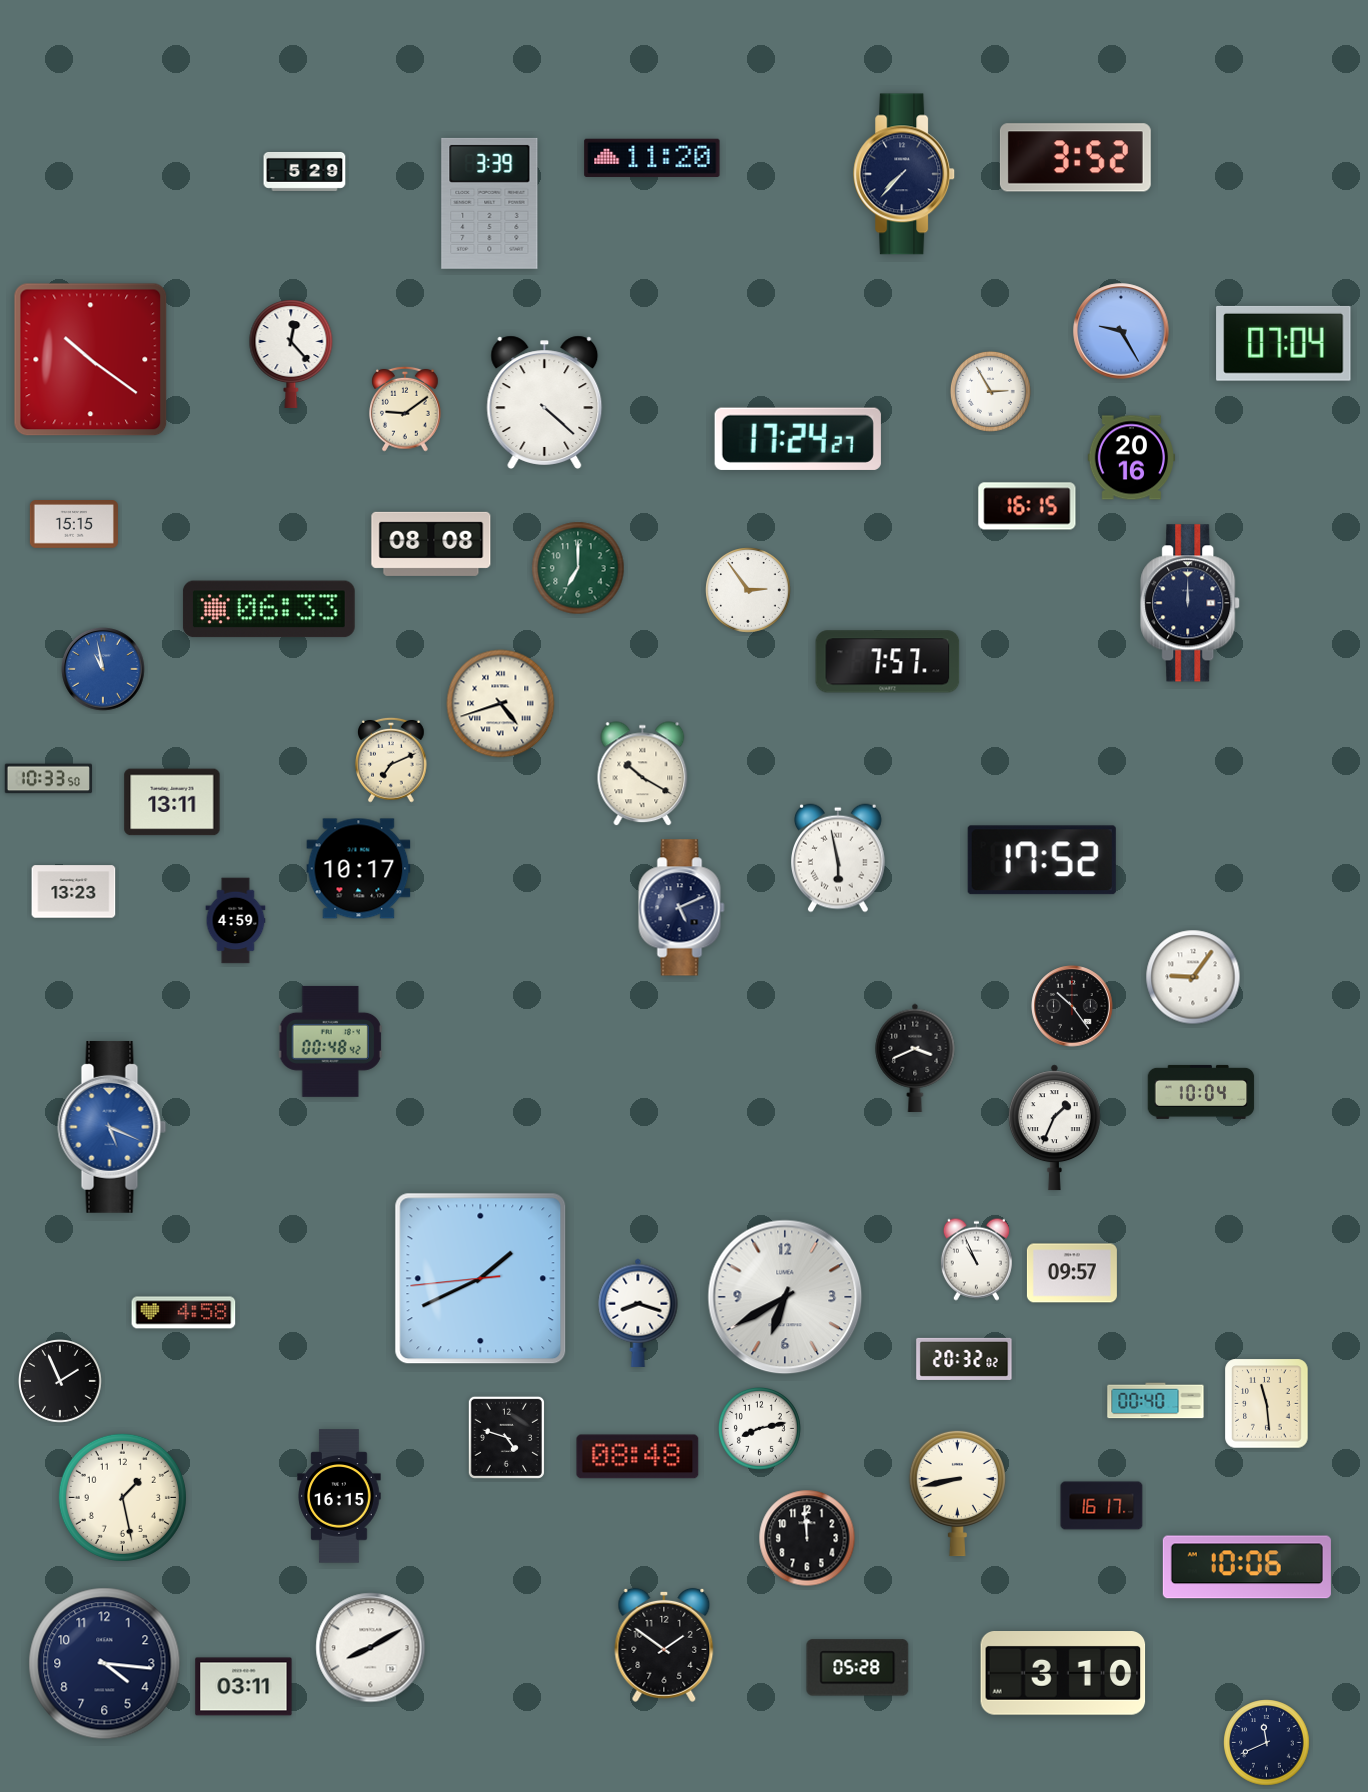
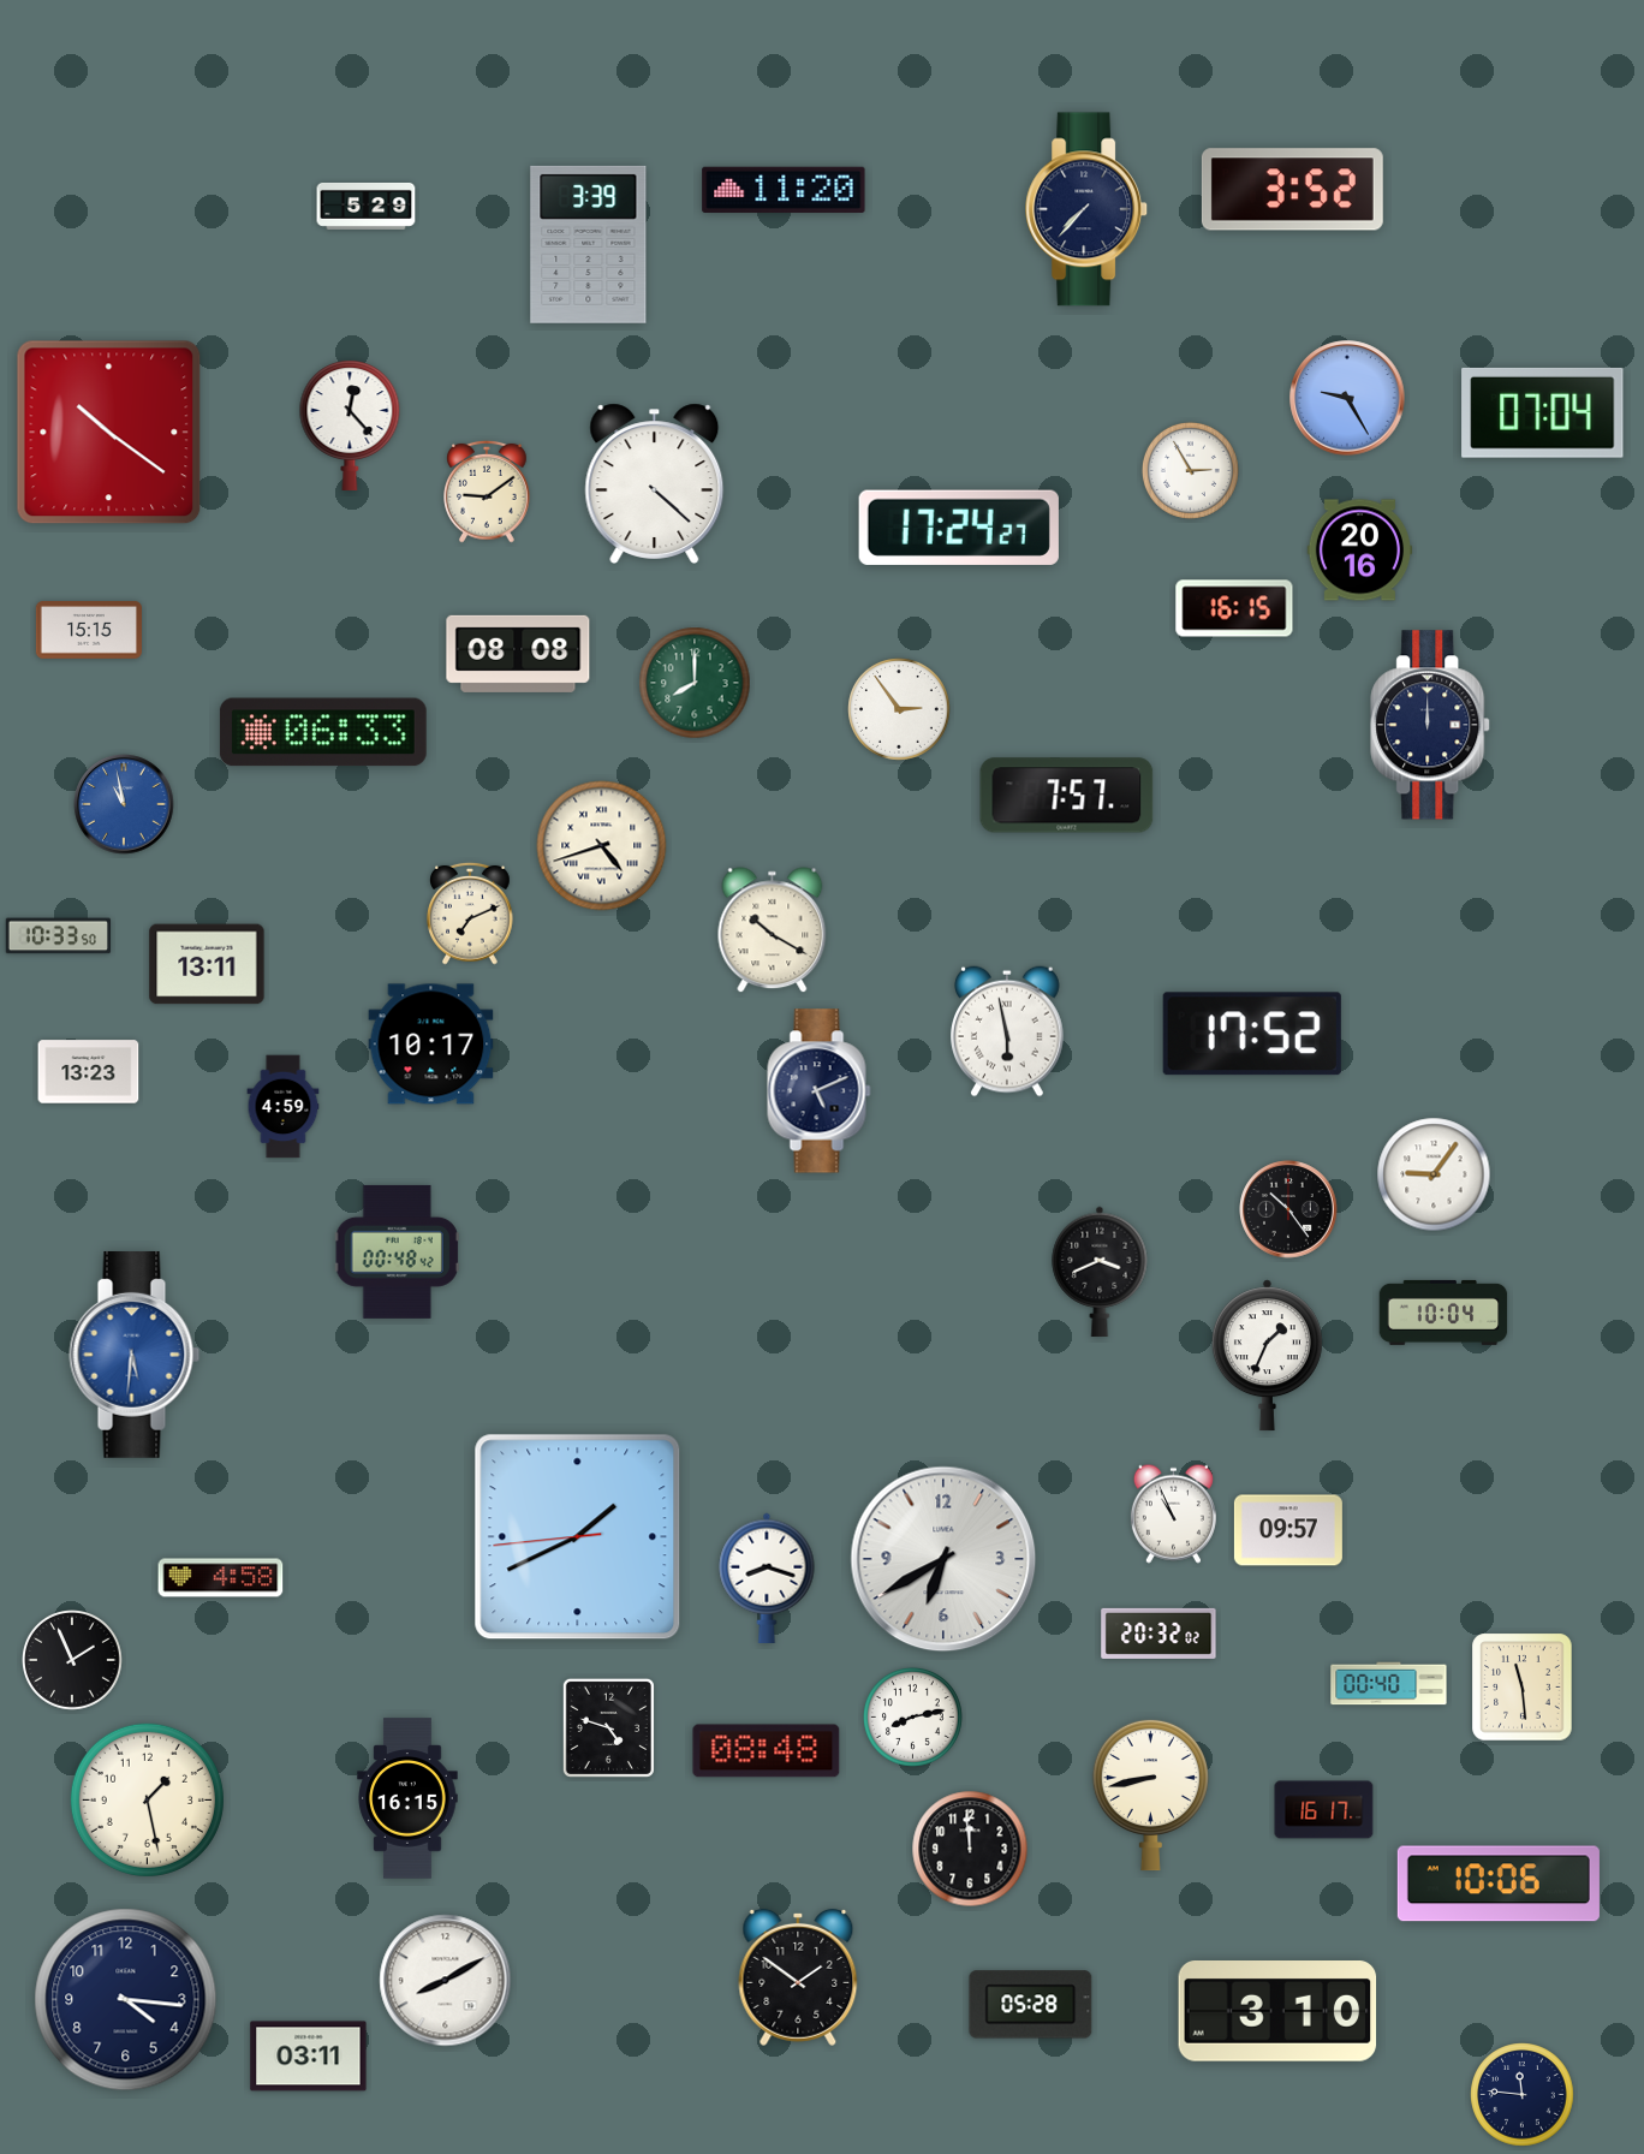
clock at (578, 568): 7:00 -> 8:00
clock at (112, 1127): 5:19 -> 5:31
clock at (244, 1687) position: (244, 1687) -> (309, 2057)
clock at (1267, 1743): 11:41 -> 11:46
